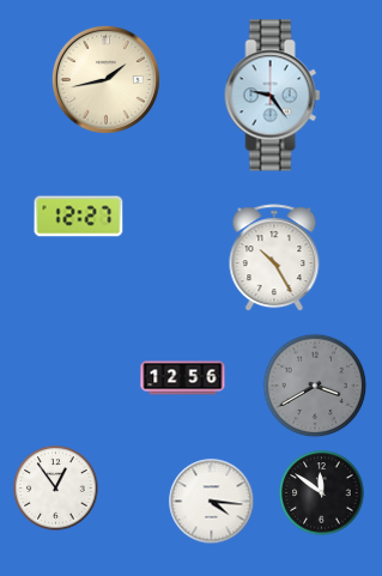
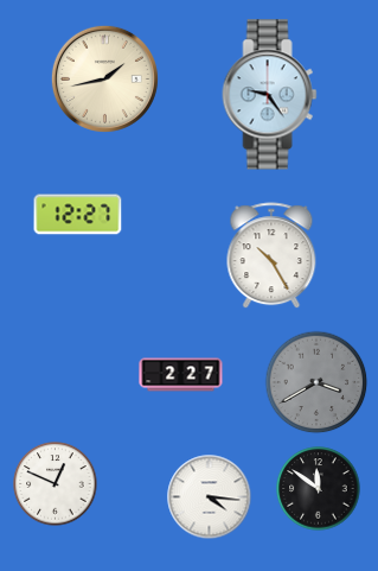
clock at (183, 378): 12:56 -> 2:27
clock at (315, 386) position: (315, 386) -> (316, 382)
clock at (56, 489): 12:54 -> 12:49
